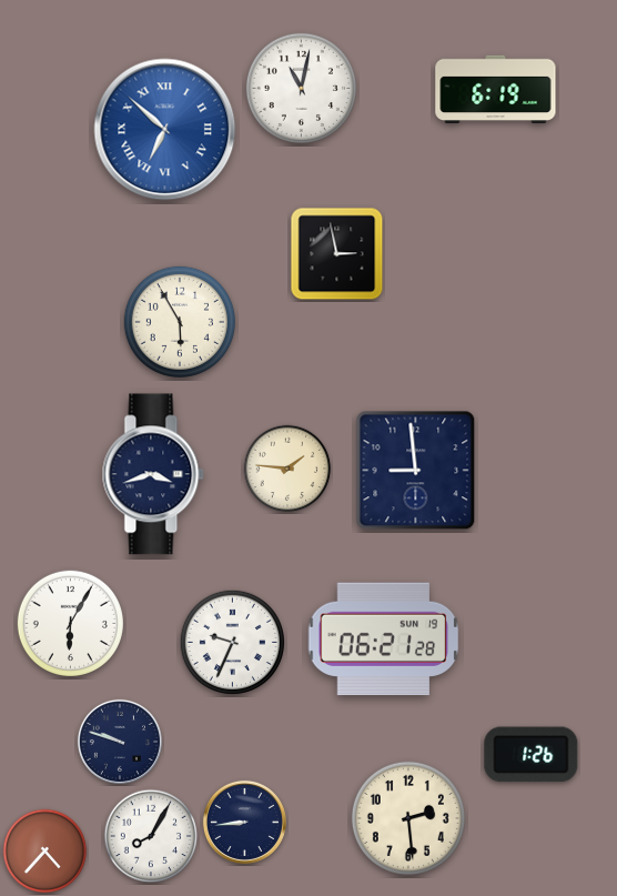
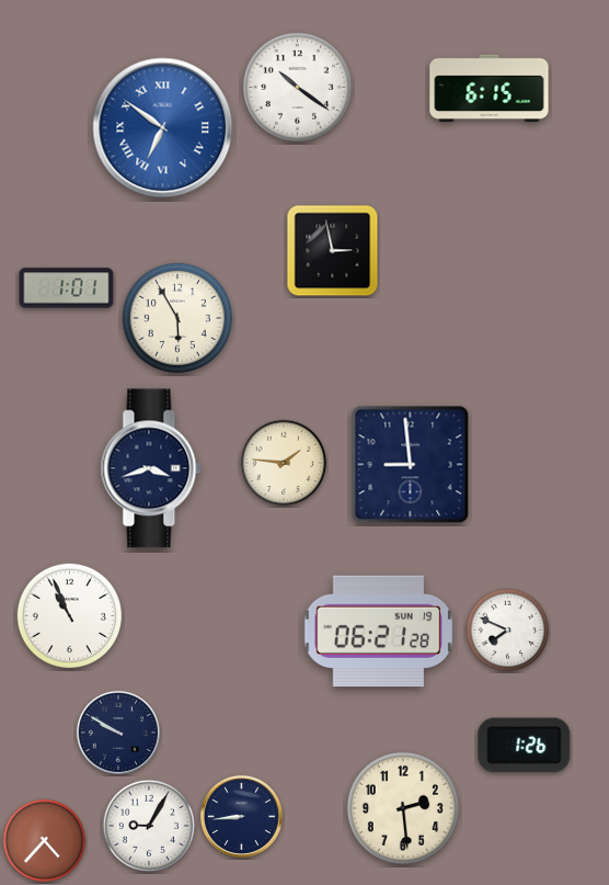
clock at (301, 88): 11:02 -> 10:21
clock at (496, 90): 6:19 -> 6:15
clock at (165, 130): 6:52 -> 6:51
clock at (67, 288): none -> 1:01
clock at (70, 623): 6:05 -> 10:56
clock at (508, 631): none -> 7:49
clock at (232, 642): 9:34 -> none
clock at (120, 742): 9:48 -> 9:50
clock at (244, 822) position: (244, 822) -> (241, 816)
clock at (151, 836): 8:05 -> 9:05
